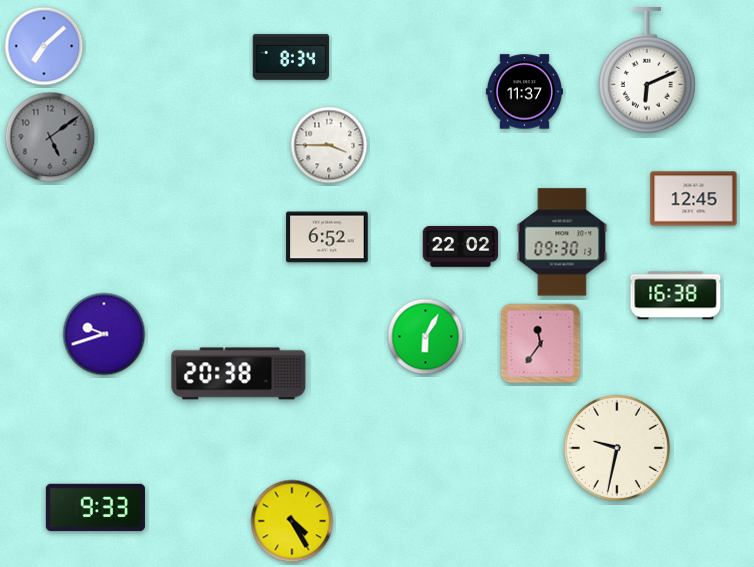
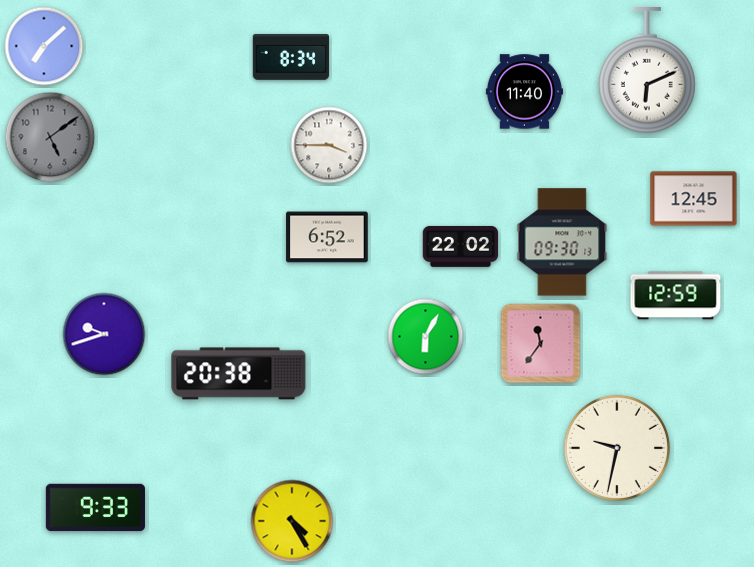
clock at (524, 92): 11:37 -> 11:40
clock at (676, 296): 16:38 -> 12:59
